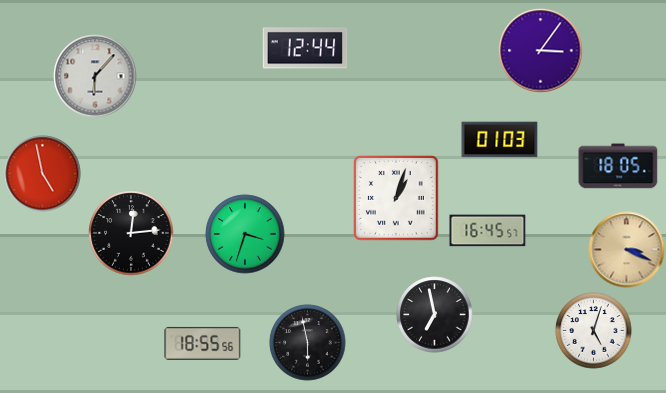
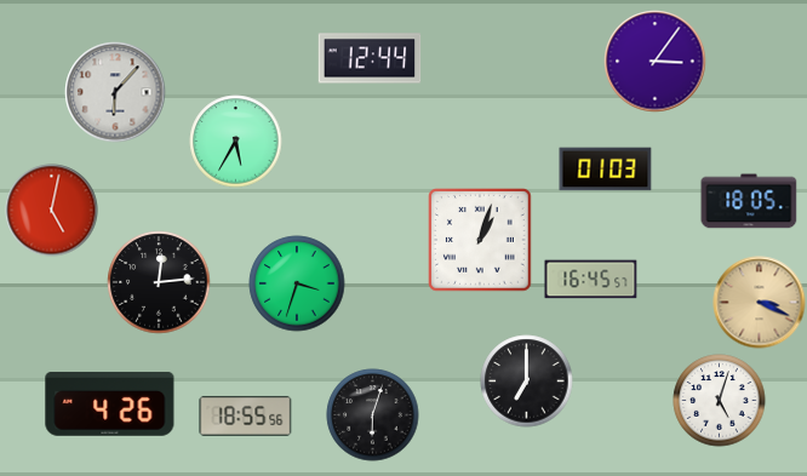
clock at (236, 142): none -> 5:35
clock at (43, 174): 4:58 -> 5:02
clock at (435, 315): 6:58 -> 7:00
clock at (110, 403): none -> 4:26
clock at (308, 343): 5:58 -> 6:03
